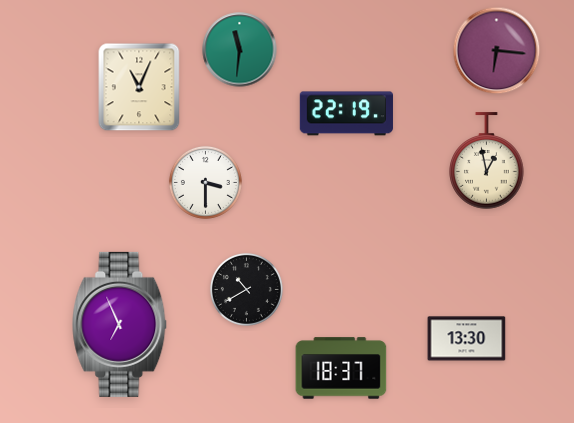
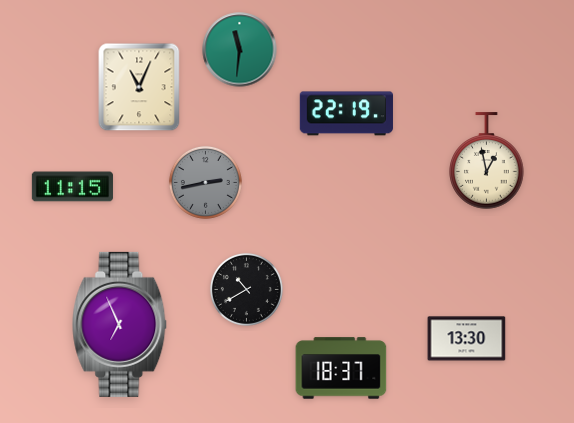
clock at (497, 51): 6:16 -> none
clock at (205, 182): 3:30 -> 2:43
clock at (205, 182) dial: white -> grey
clock at (72, 187): none -> 11:15
